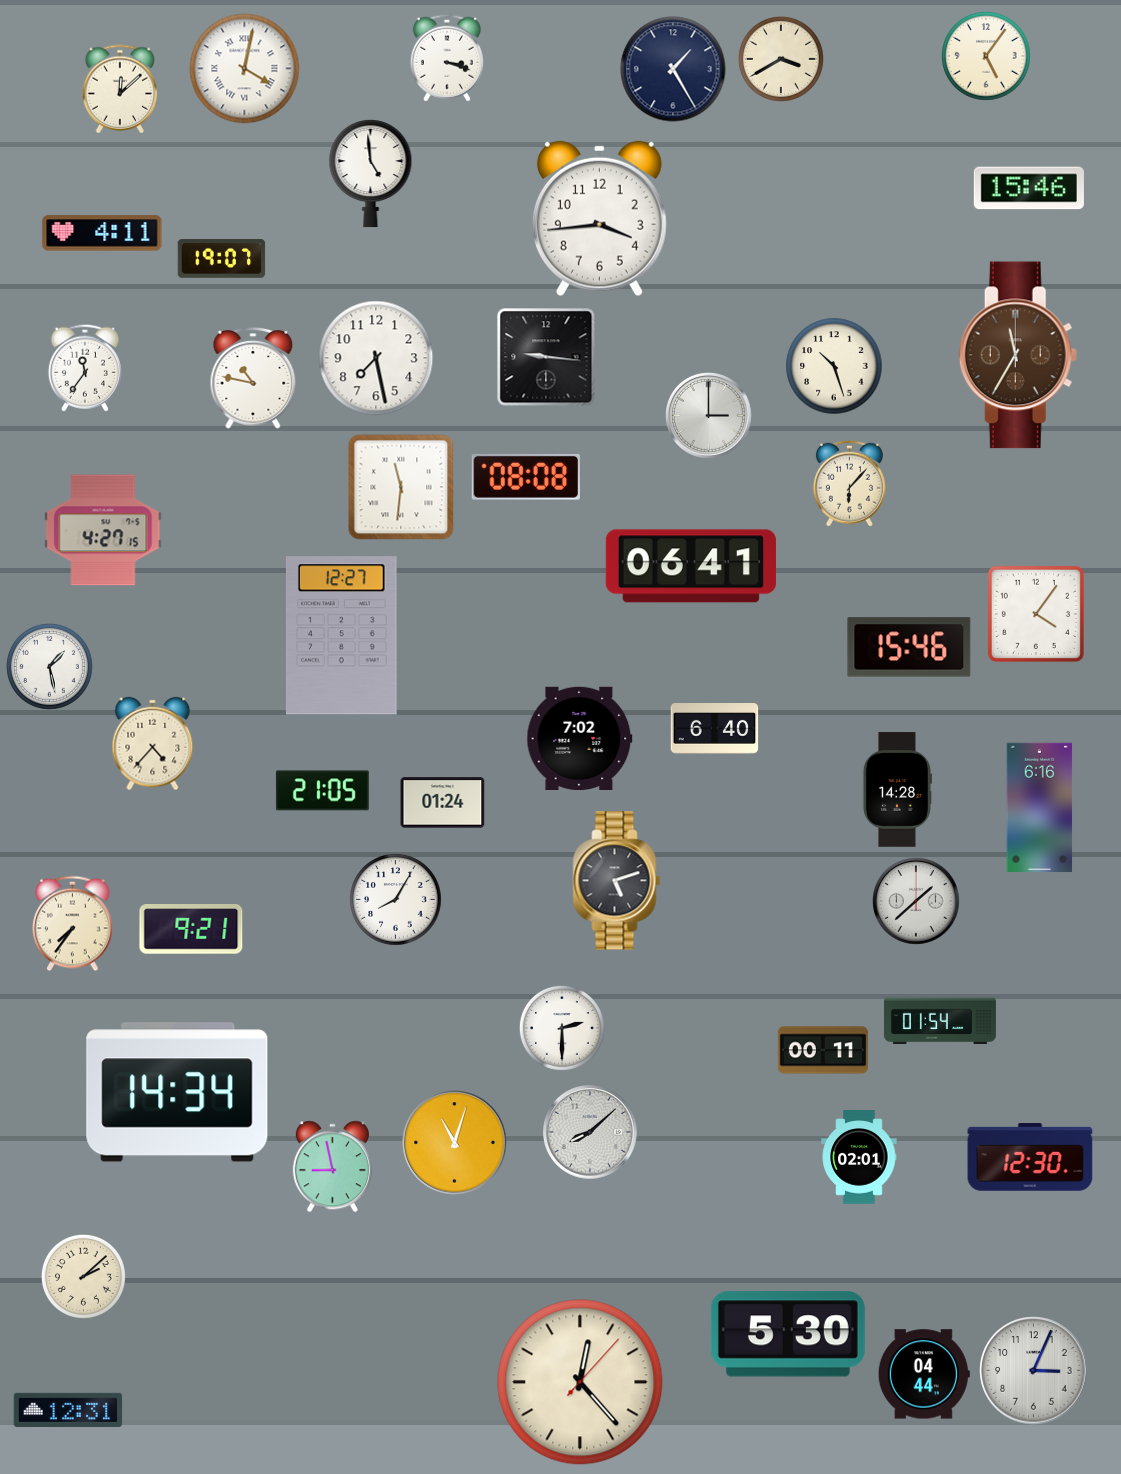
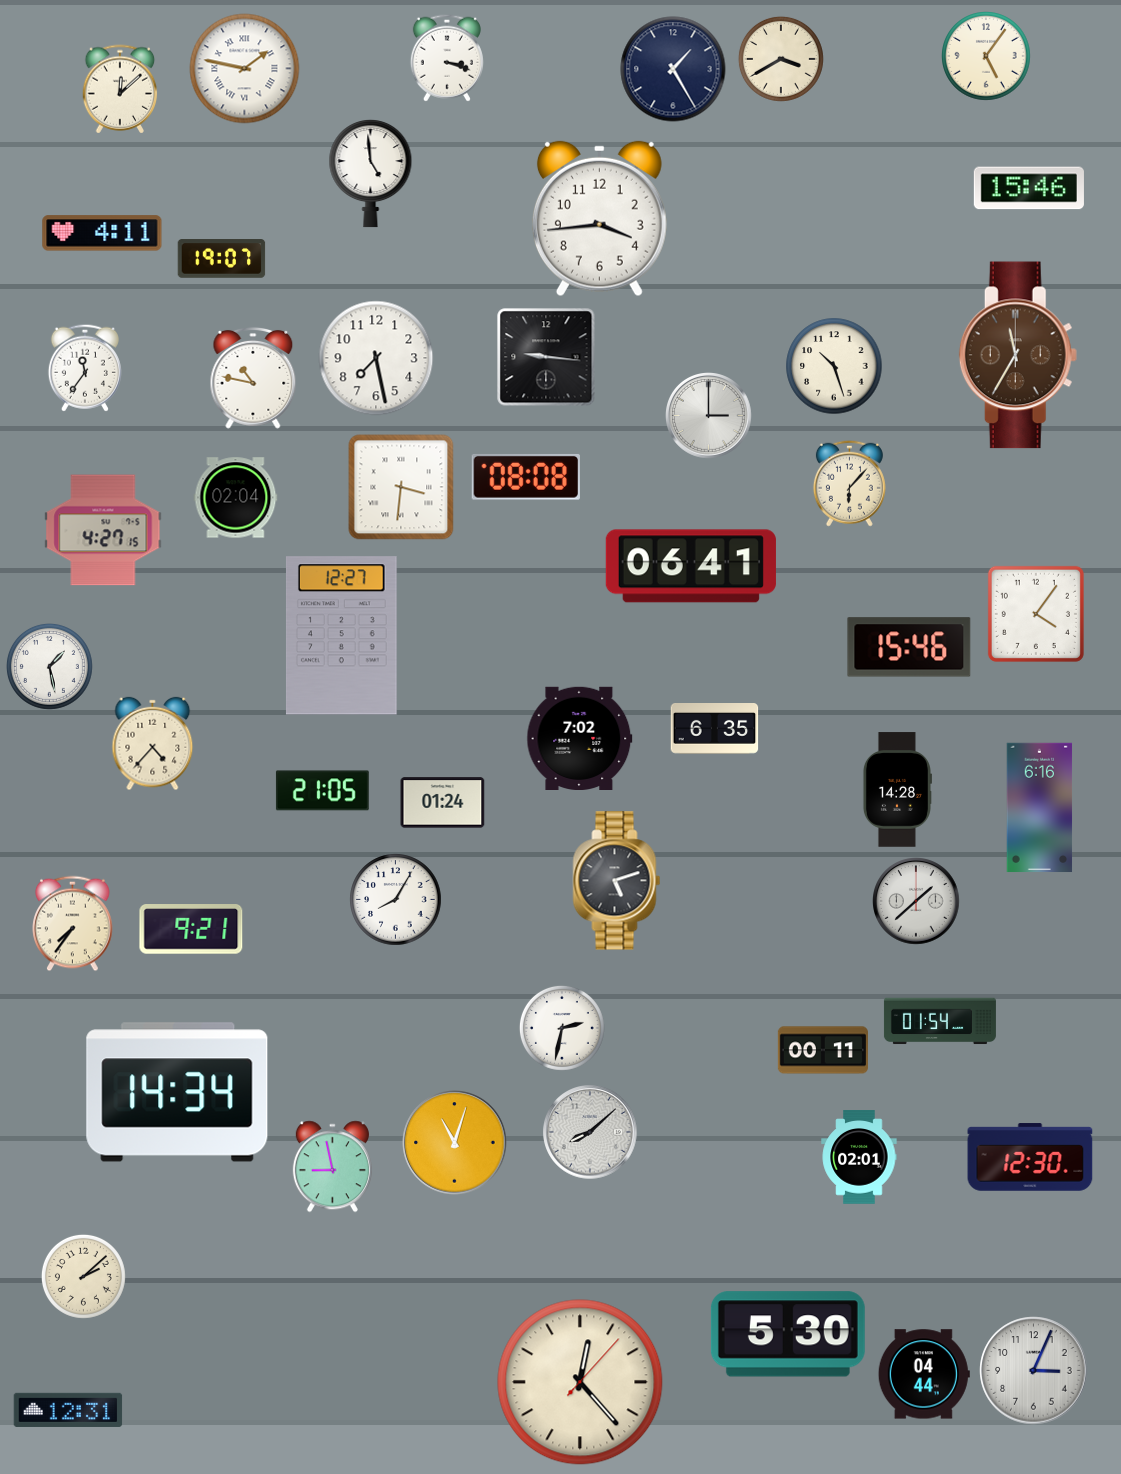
clock at (245, 69): 4:02 -> 1:47
clock at (401, 487): 11:31 -> 3:31
clock at (236, 498): none -> 02:04
clock at (715, 729): 6:40 -> 6:35
clock at (562, 1028): 2:30 -> 2:32
